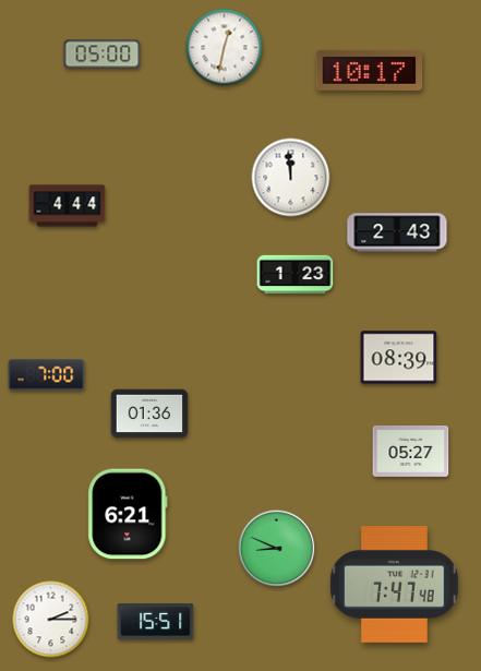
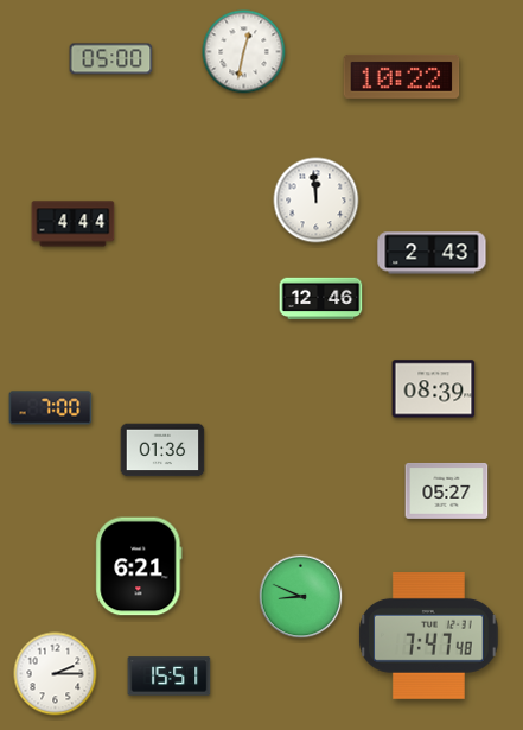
clock at (370, 70): 10:17 -> 10:22
clock at (291, 178) position: (291, 178) -> (317, 201)
clock at (296, 275): 1:23 -> 12:46
clock at (128, 514) position: (128, 514) -> (139, 566)
